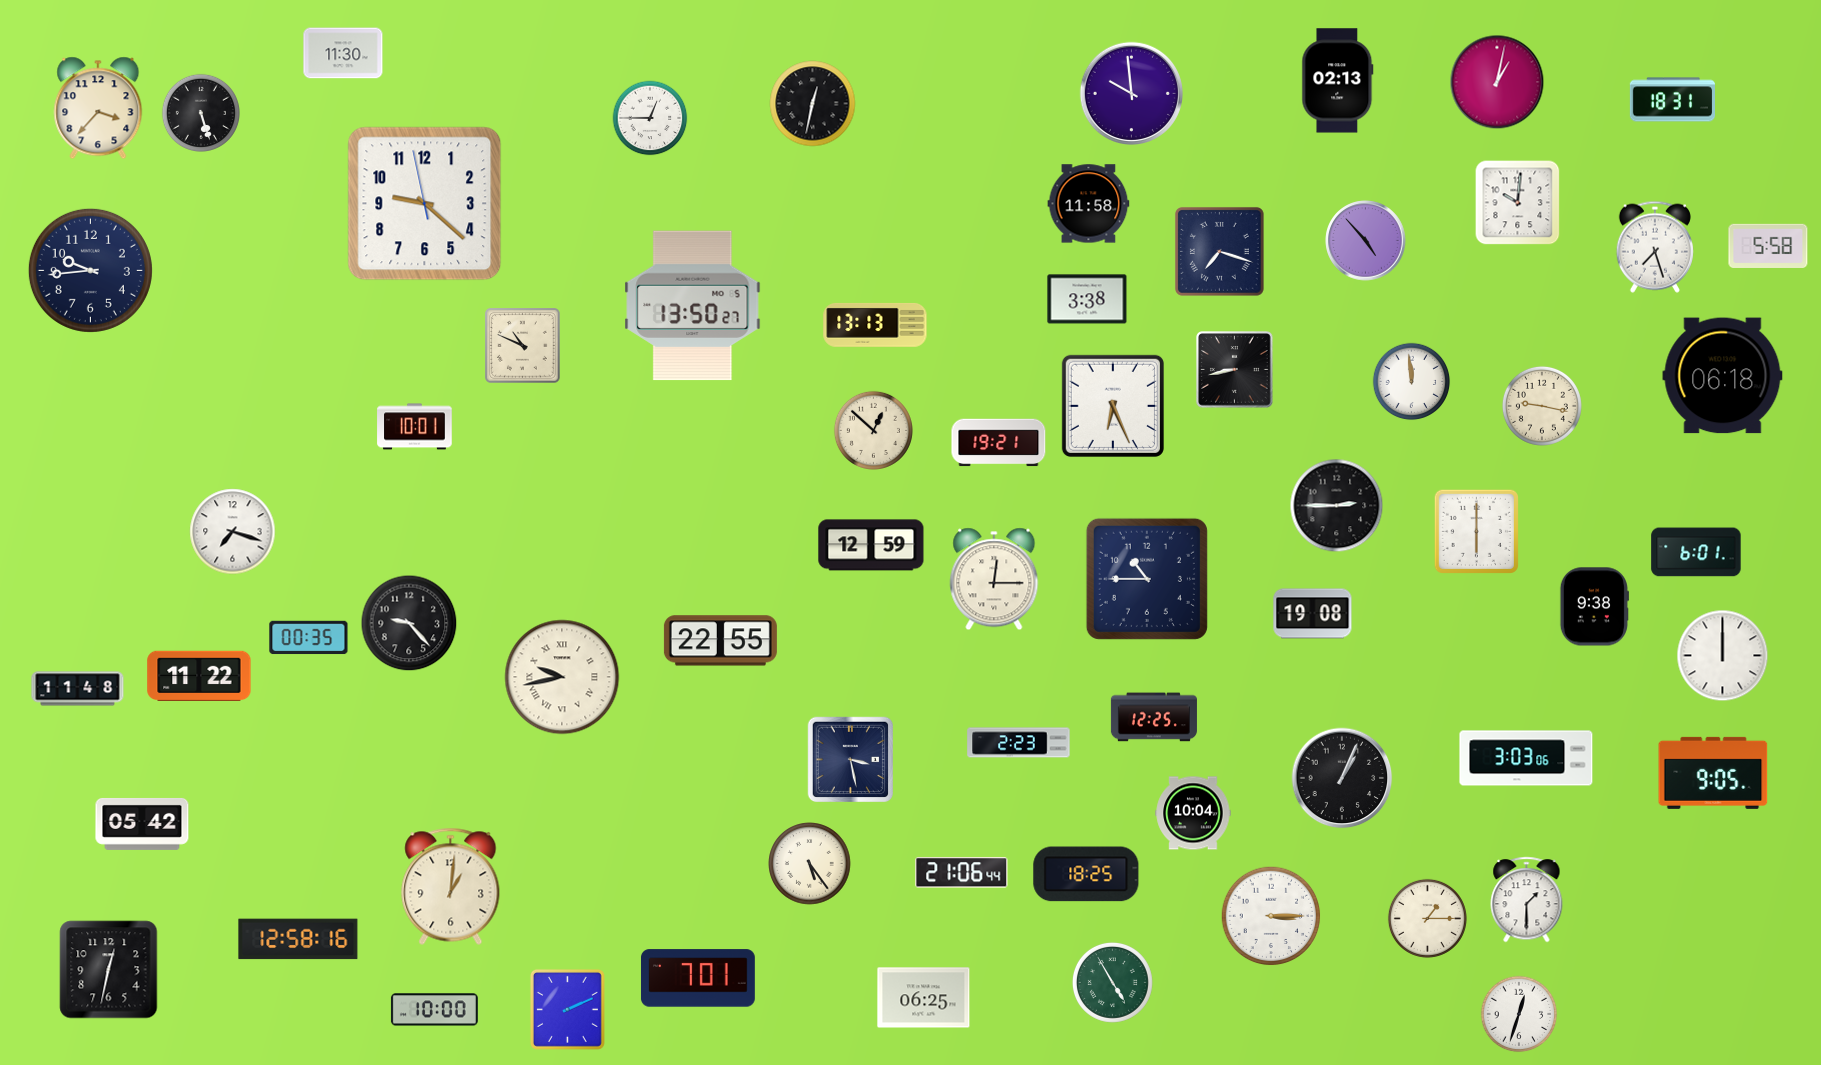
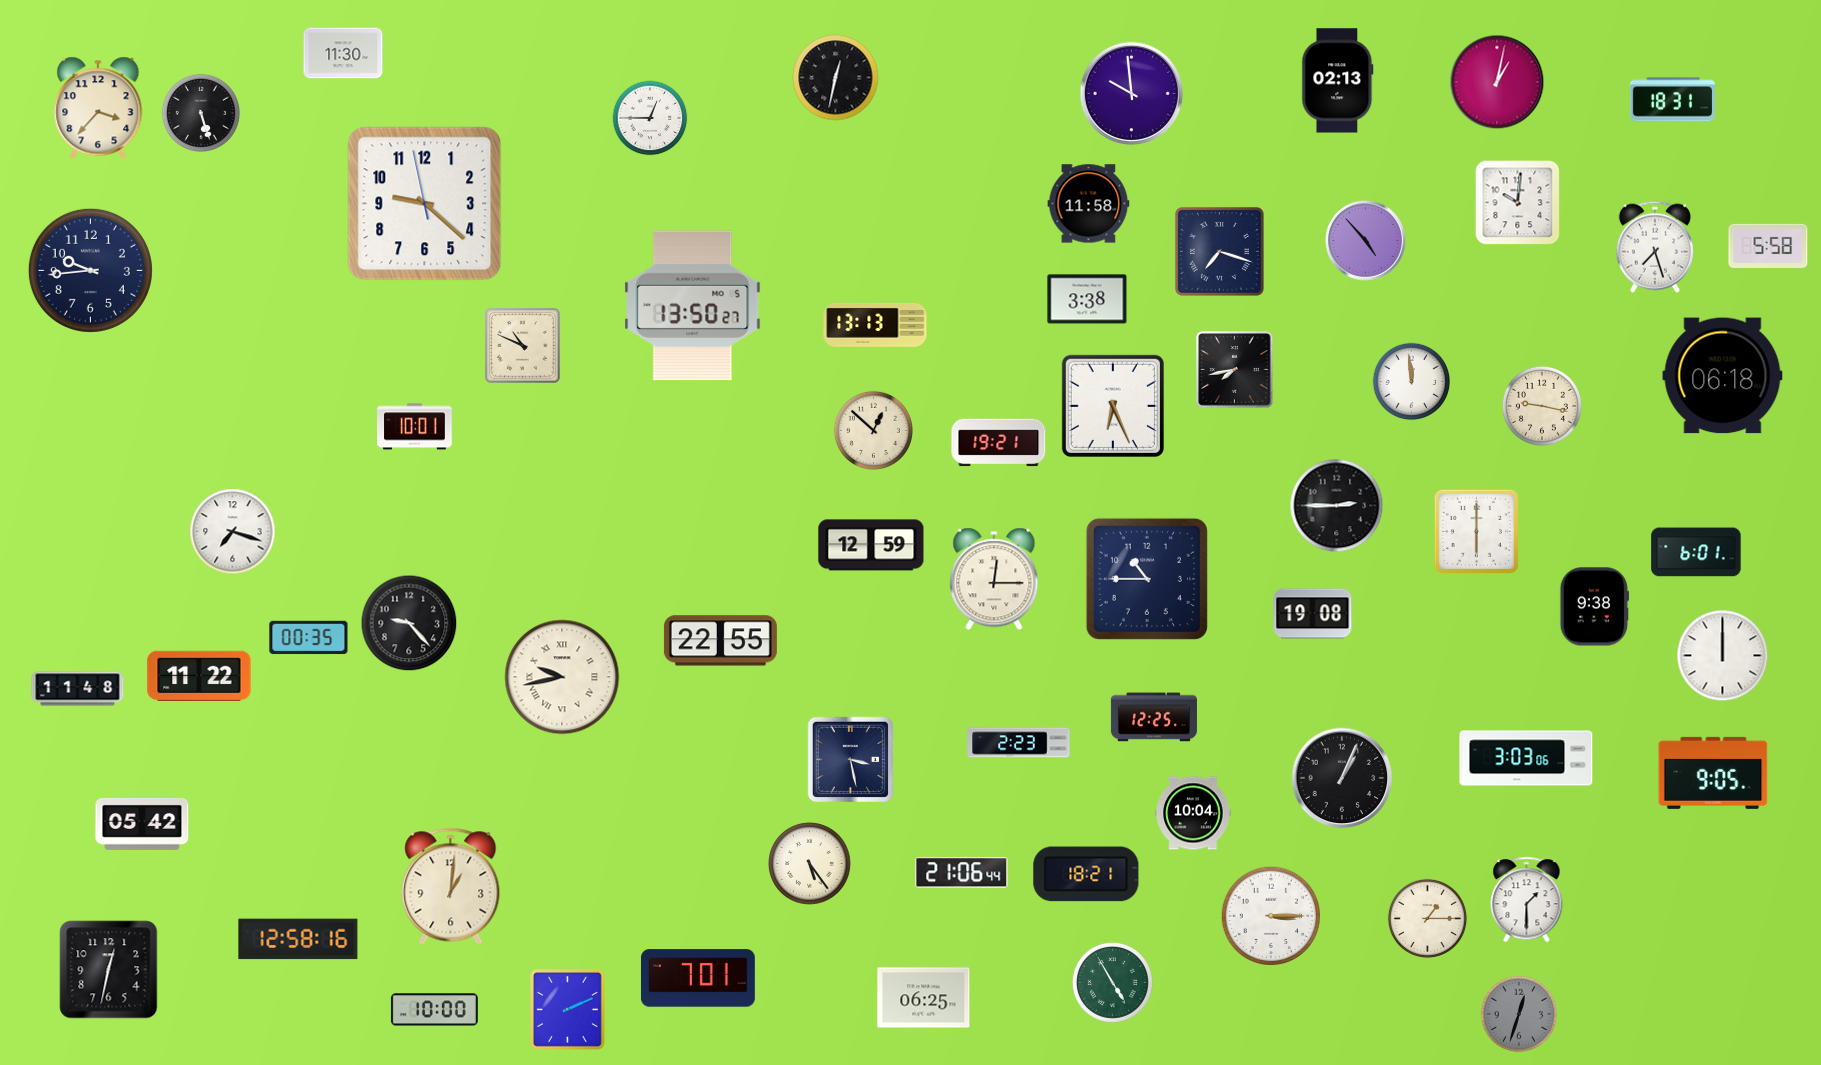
clock at (813, 104) position: (813, 104) -> (836, 78)
clock at (1235, 370): 8:43 -> 7:43
clock at (1086, 874): 18:25 -> 18:21
clock at (1519, 1014) dial: white -> grey
